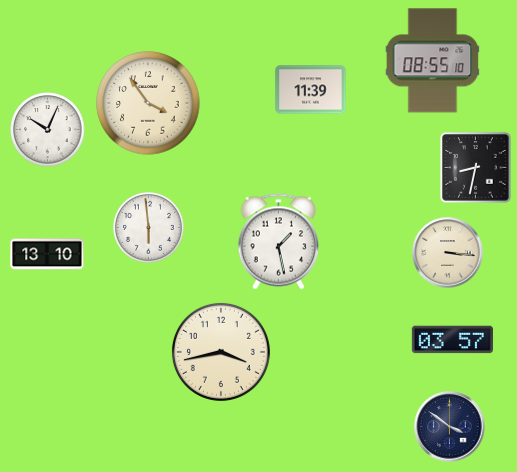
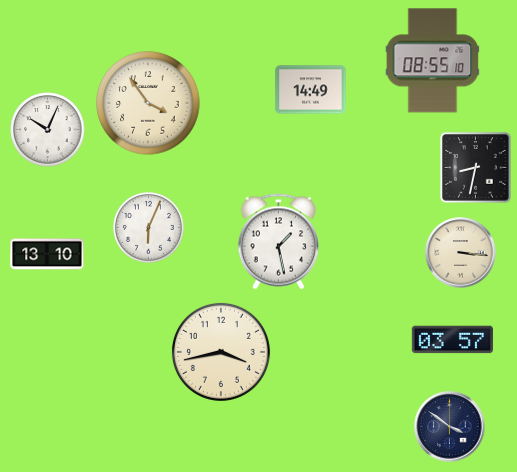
clock at (311, 90): 11:39 -> 14:49
clock at (148, 227): 5:59 -> 6:04
clock at (448, 253) position: (448, 253) -> (461, 253)
